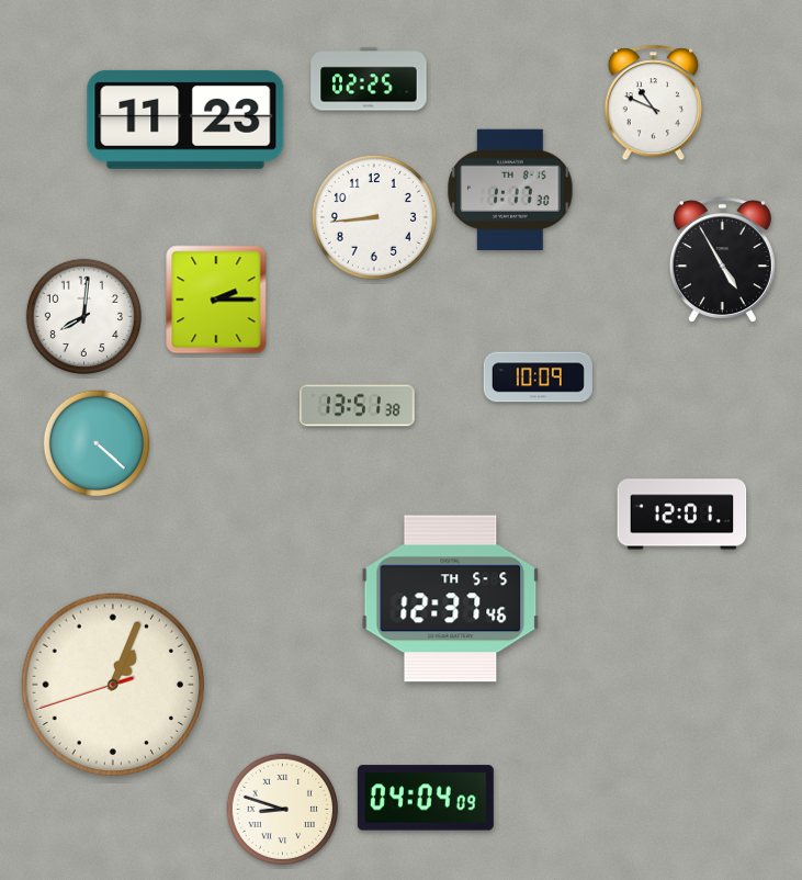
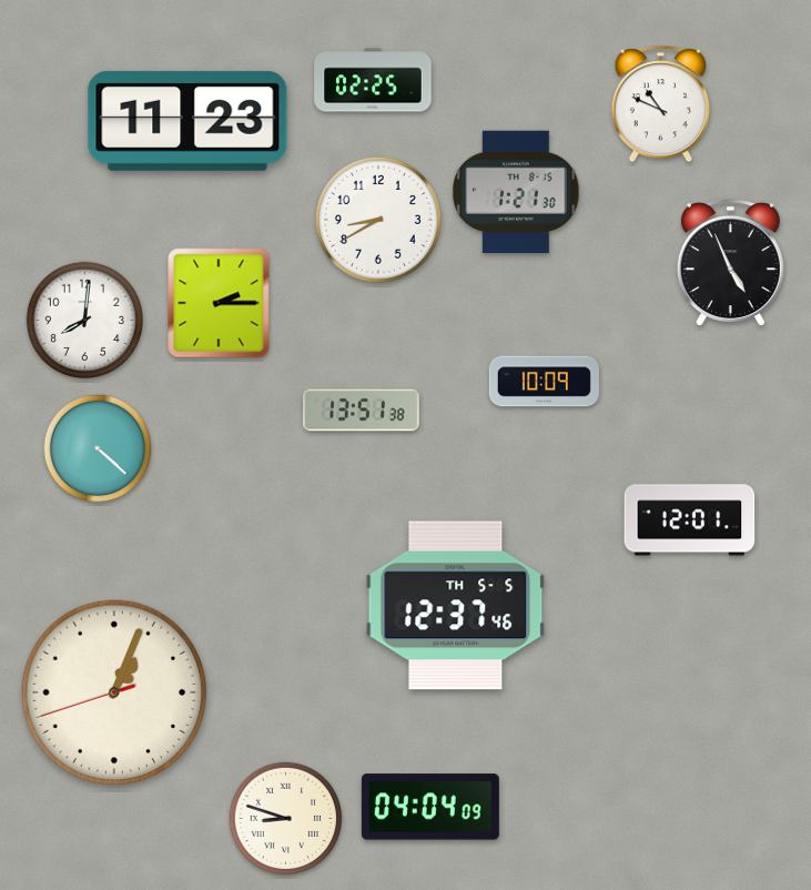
clock at (510, 189): 1:17 -> 1:21
clock at (374, 217): 8:44 -> 8:40
clock at (722, 259): 4:55 -> 4:56
